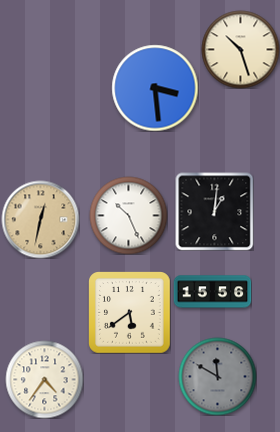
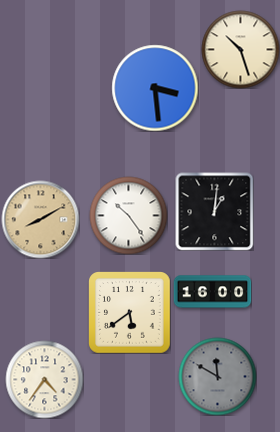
clock at (128, 215): 10:26 -> 10:24
clock at (40, 219): 12:32 -> 8:10
clock at (212, 292): 15:56 -> 16:00
